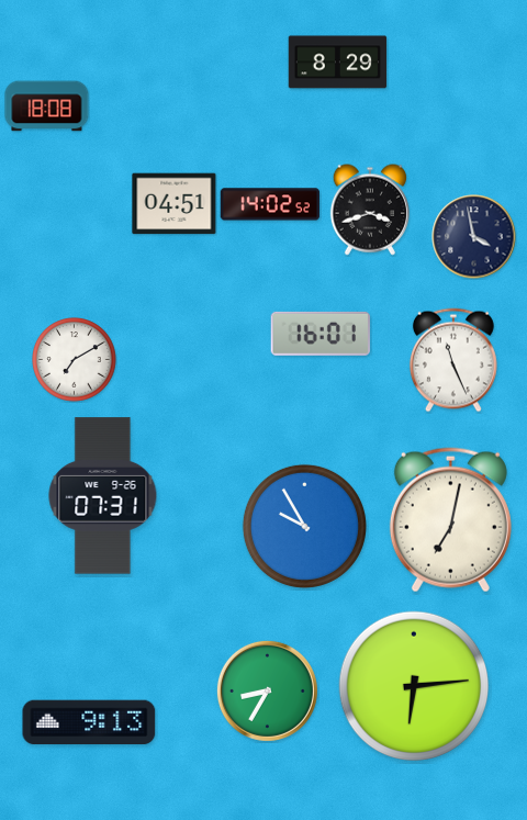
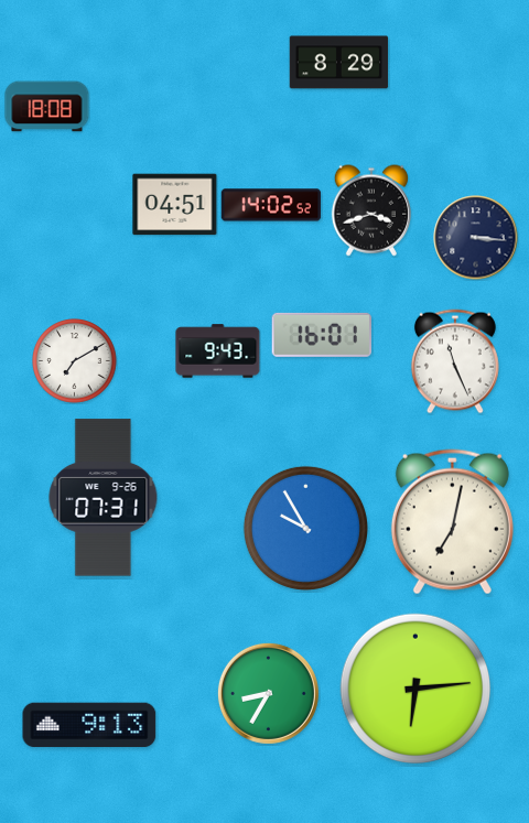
clock at (474, 237): 3:58 -> 3:16
clock at (218, 351): none -> 9:43
